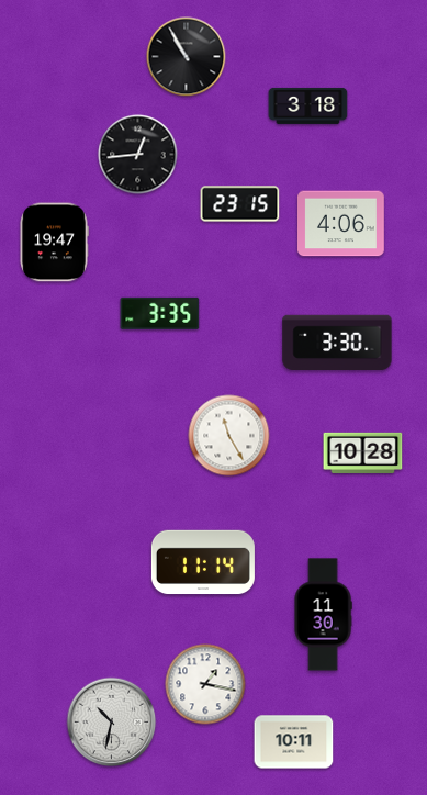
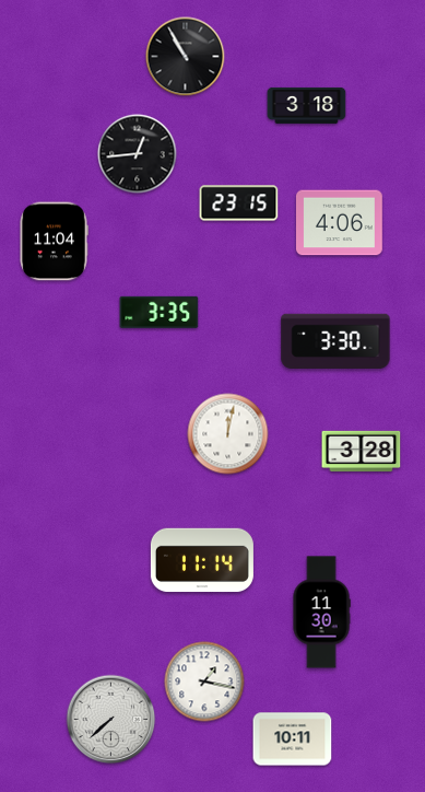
clock at (54, 243): 19:47 -> 11:04
clock at (229, 436): 11:25 -> 12:02
clock at (363, 452): 10:28 -> 3:28
clock at (112, 723): 10:32 -> 7:38
